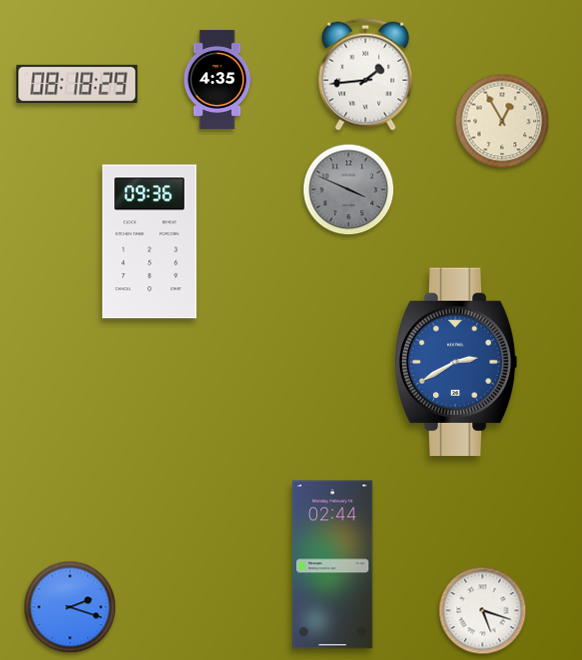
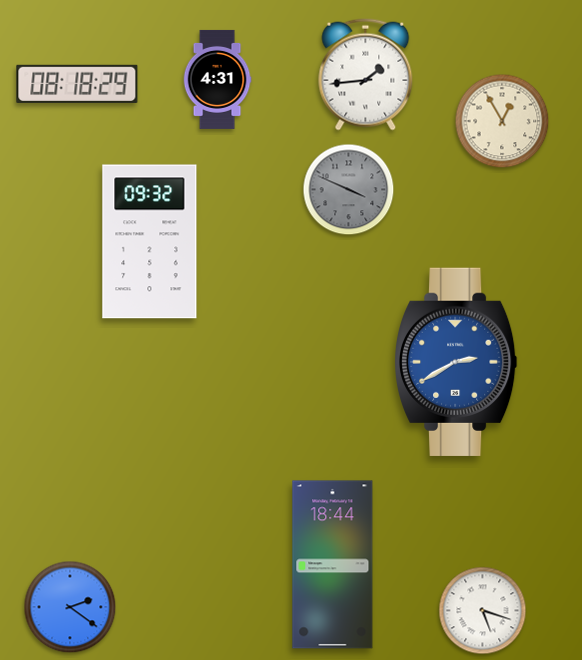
clock at (217, 79): 4:35 -> 4:31
clock at (150, 242): 09:36 -> 09:32
clock at (333, 565): 02:44 -> 18:44
clock at (70, 607): 2:18 -> 2:21
